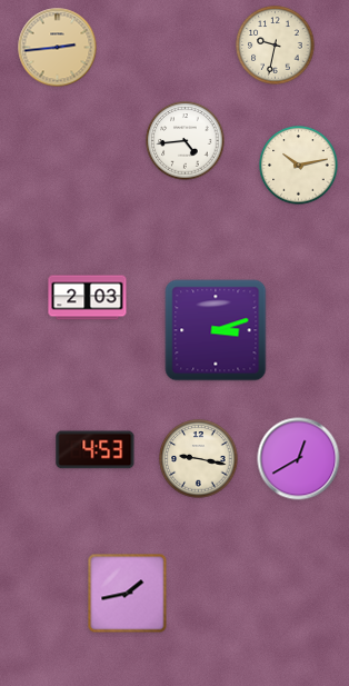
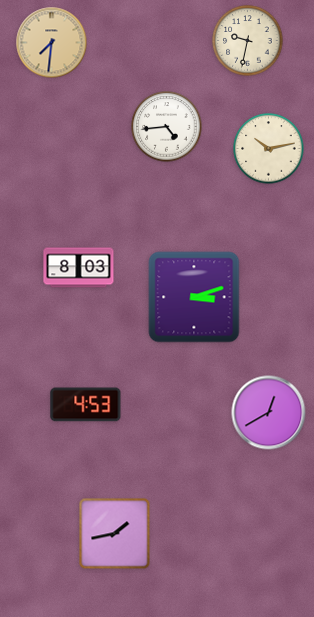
clock at (58, 48): 2:44 -> 7:31
clock at (88, 298): 2:03 -> 8:03
clock at (199, 459): 9:17 -> none
